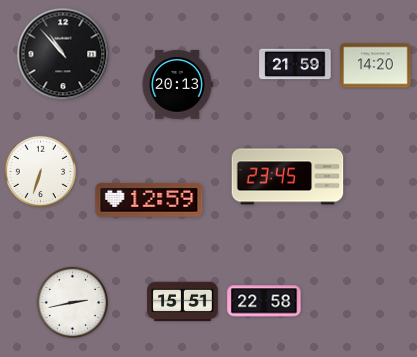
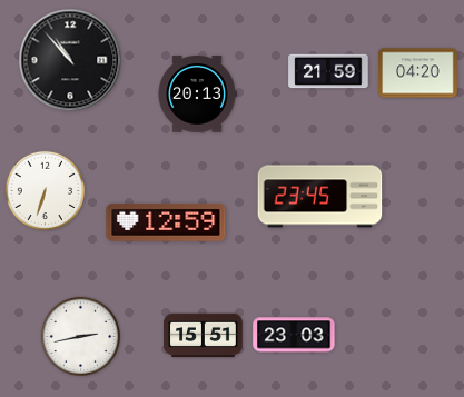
clock at (376, 66): 14:20 -> 04:20
clock at (264, 301): 22:58 -> 23:03
